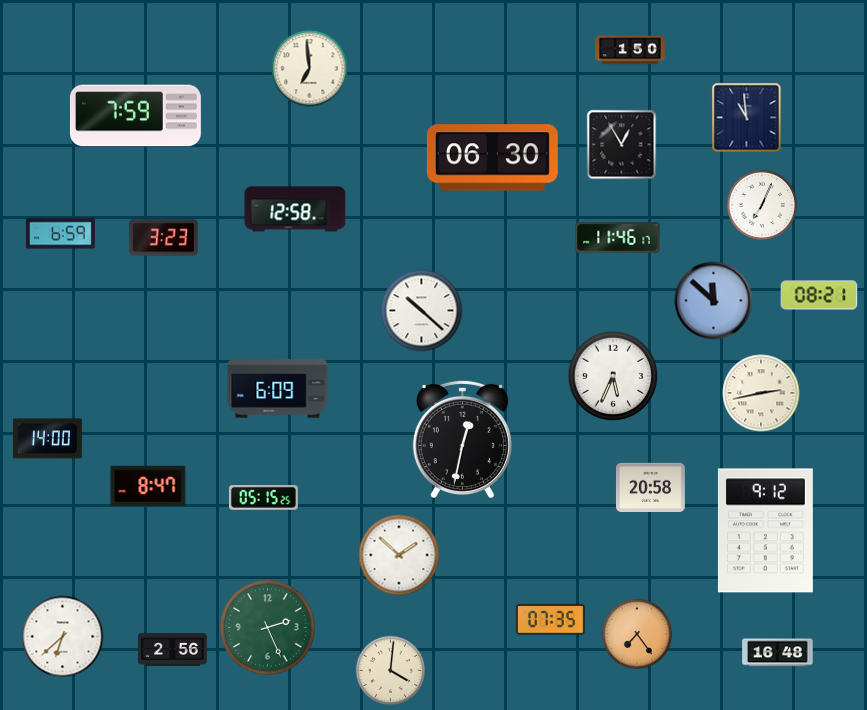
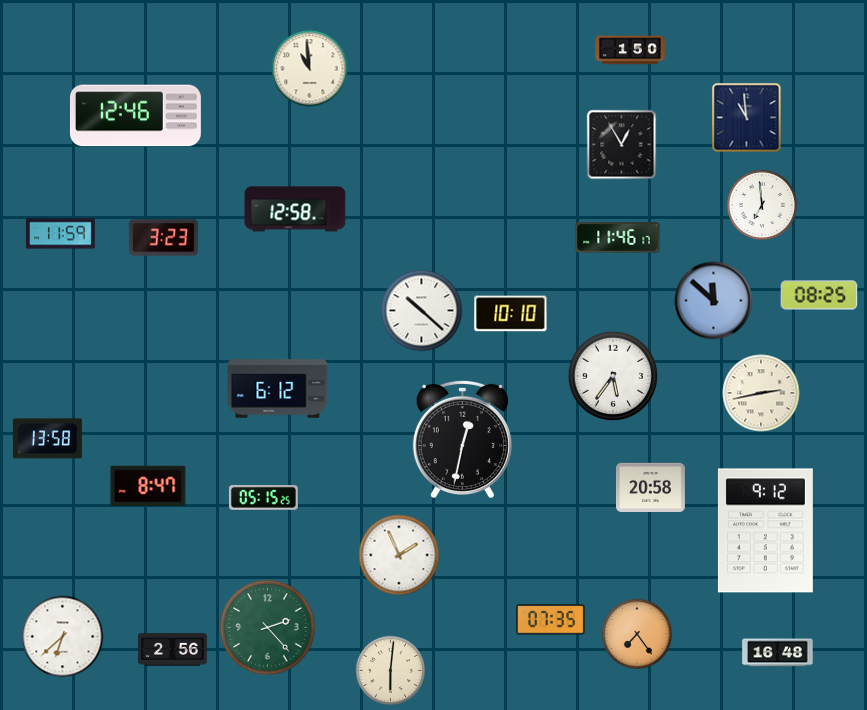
clock at (310, 69): 6:59 -> 10:59
clock at (135, 116): 7:59 -> 12:46
clock at (492, 158): 06:30 -> none
clock at (762, 205): 7:04 -> 6:59
clock at (60, 234): 6:59 -> 11:59
clock at (819, 295): 08:21 -> 08:25
clock at (511, 314): none -> 10:10
clock at (612, 375): 5:34 -> 5:36
clock at (278, 389): 6:09 -> 6:12
clock at (47, 439): 14:00 -> 13:58
clock at (399, 555): 1:52 -> 1:56
clock at (268, 628): 2:26 -> 2:23
clock at (390, 670): 4:01 -> 6:01
